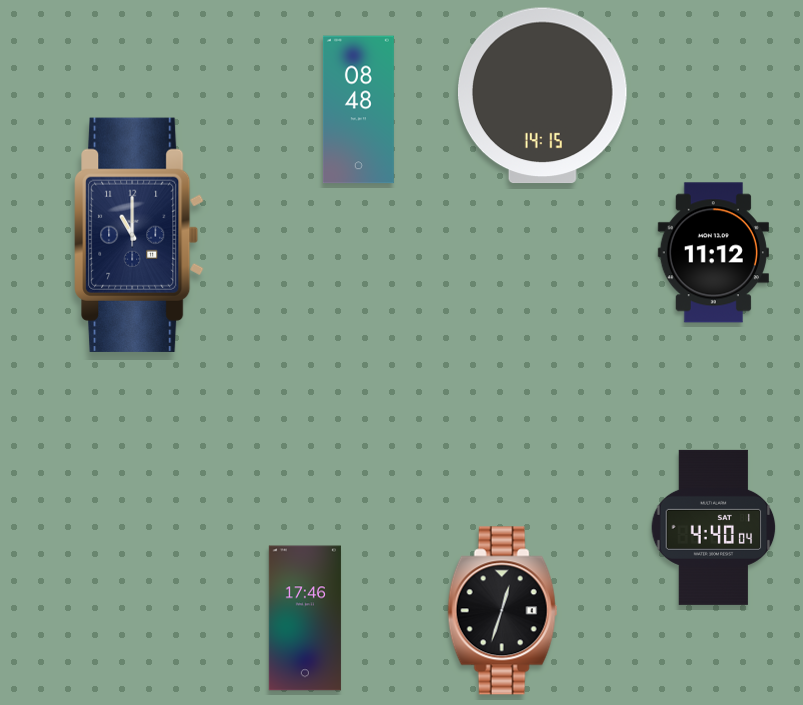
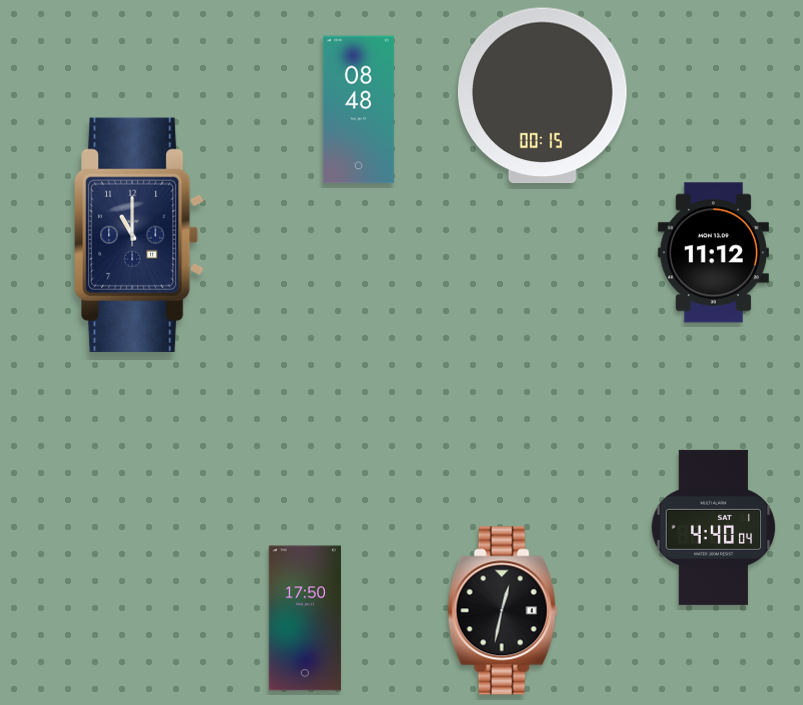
clock at (542, 96): 14:15 -> 00:15
clock at (503, 611): 12:33 -> 12:32
clock at (305, 618): 17:46 -> 17:50
